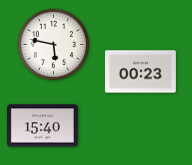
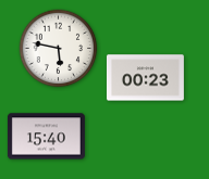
clock at (140, 72) position: (140, 72) -> (145, 78)
